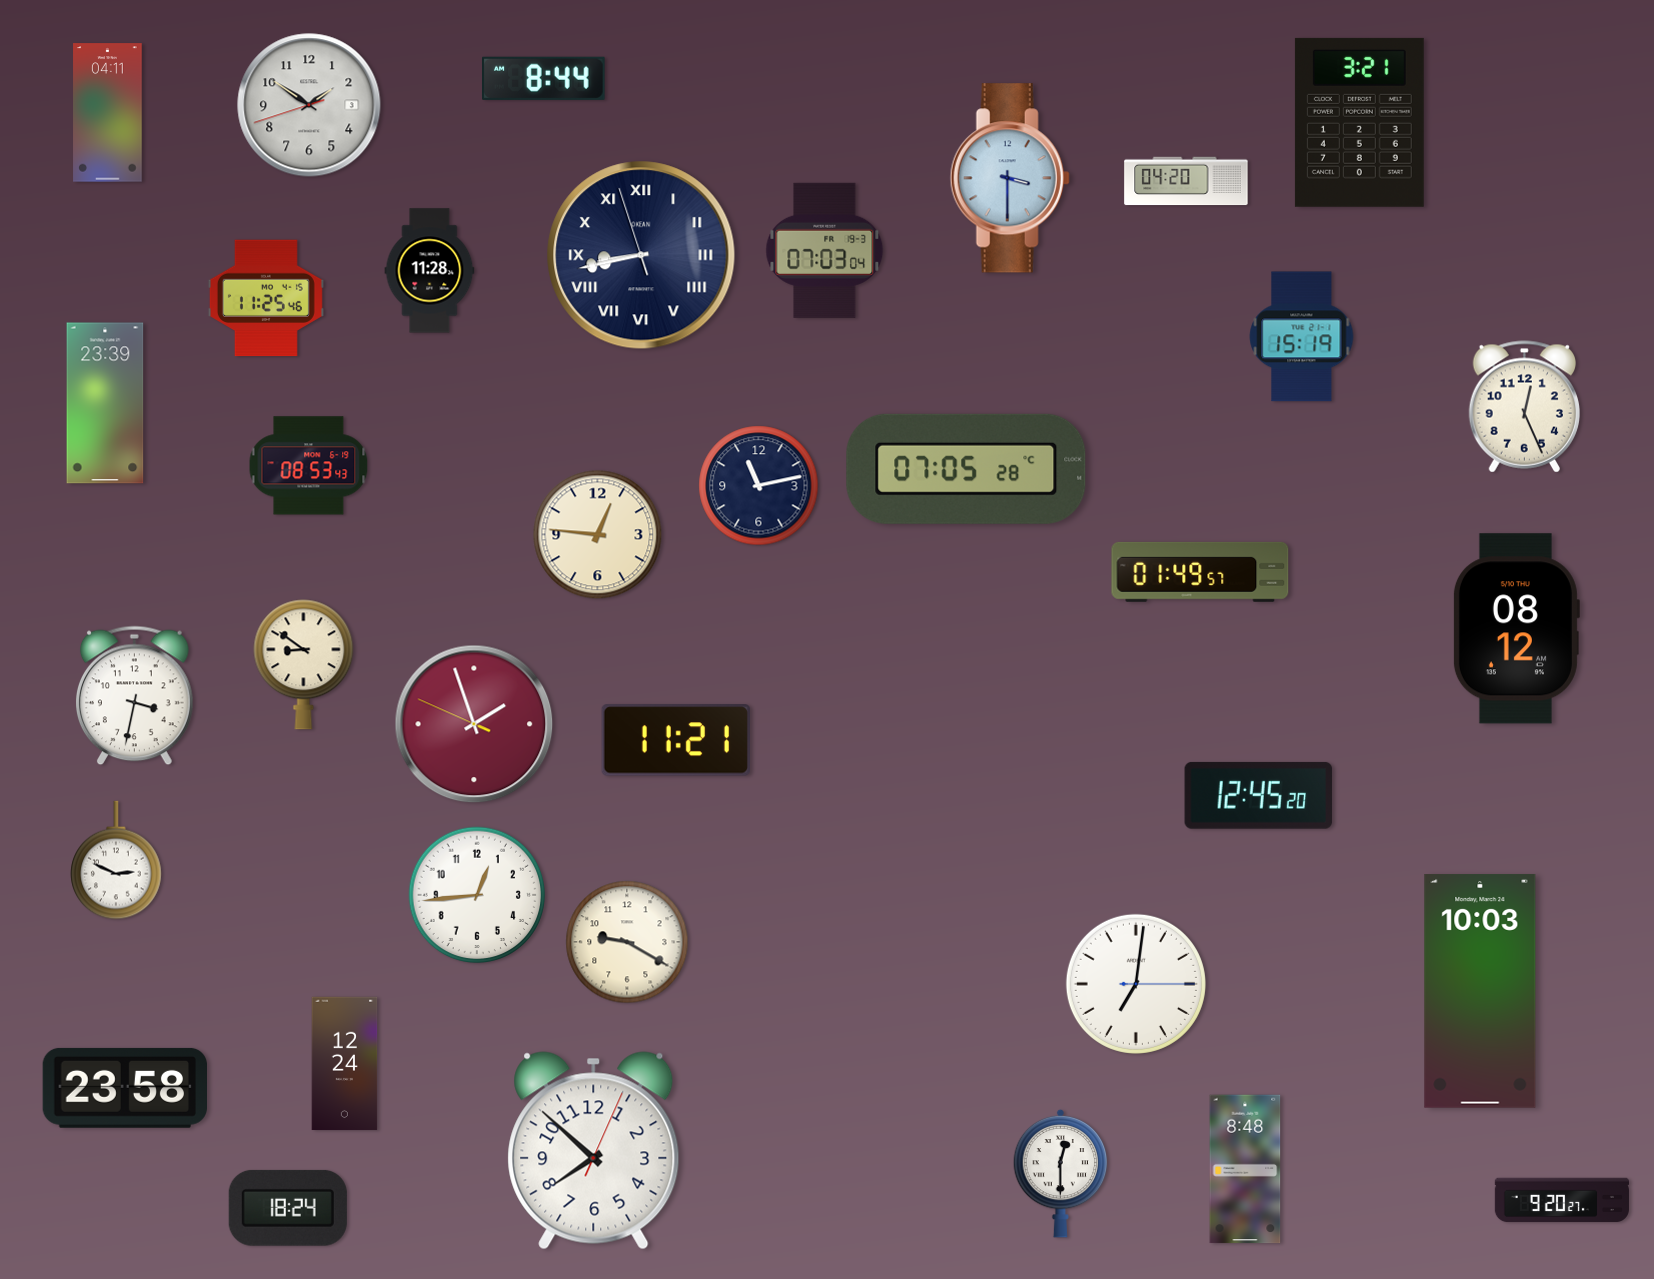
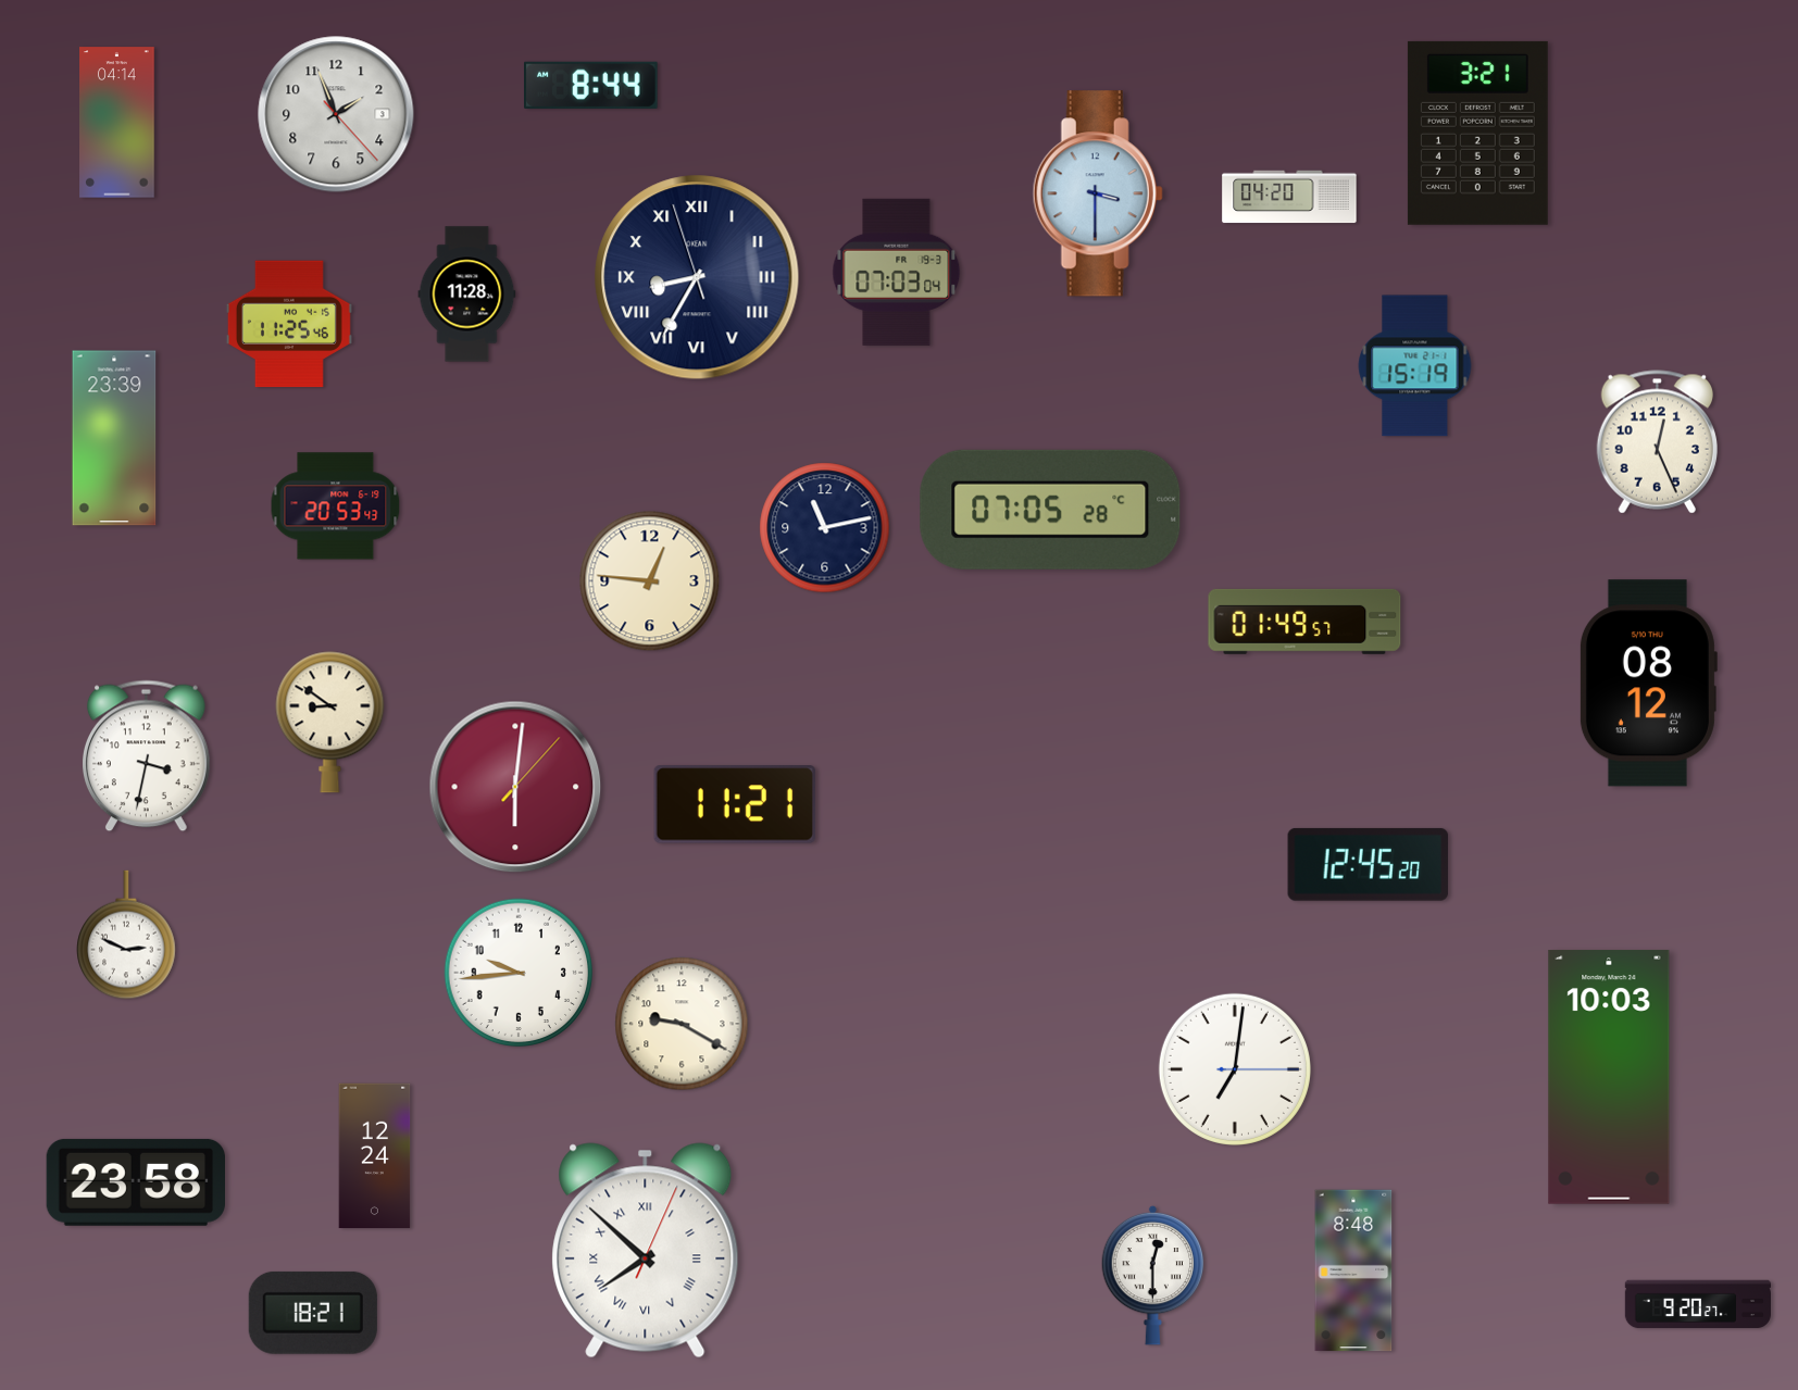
clock at (309, 105): 1:50 -> 1:56
clock at (108, 113): 04:11 -> 04:14
clock at (641, 255): 8:42 -> 8:34
clock at (309, 466): 08:53 -> 20:53
clock at (474, 724): 1:56 -> 6:01
clock at (477, 895): 12:44 -> 9:44
clock at (594, 1151) numerals: Arabic -> Roman
clock at (288, 1208): 18:24 -> 18:21
